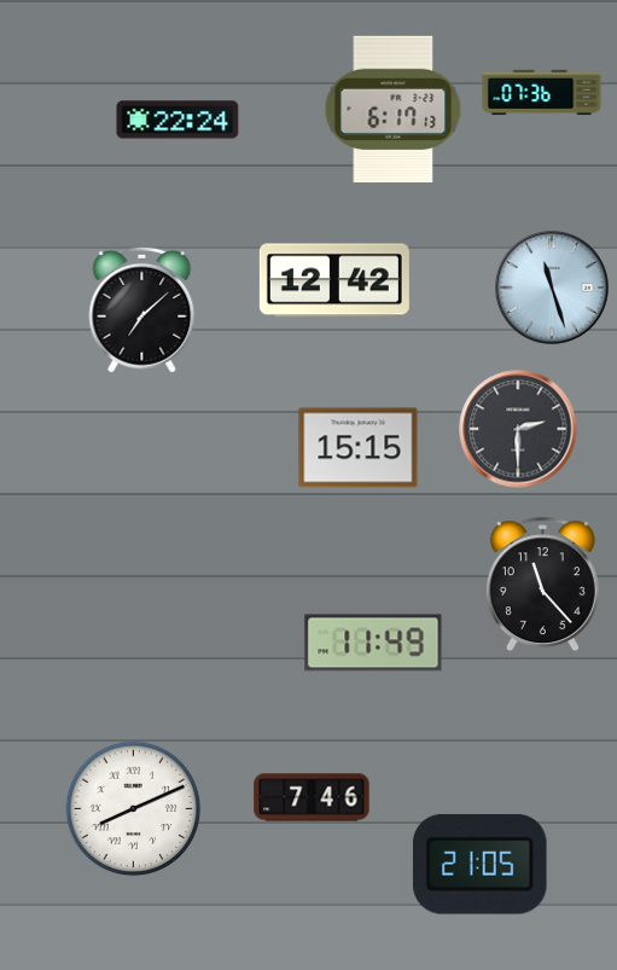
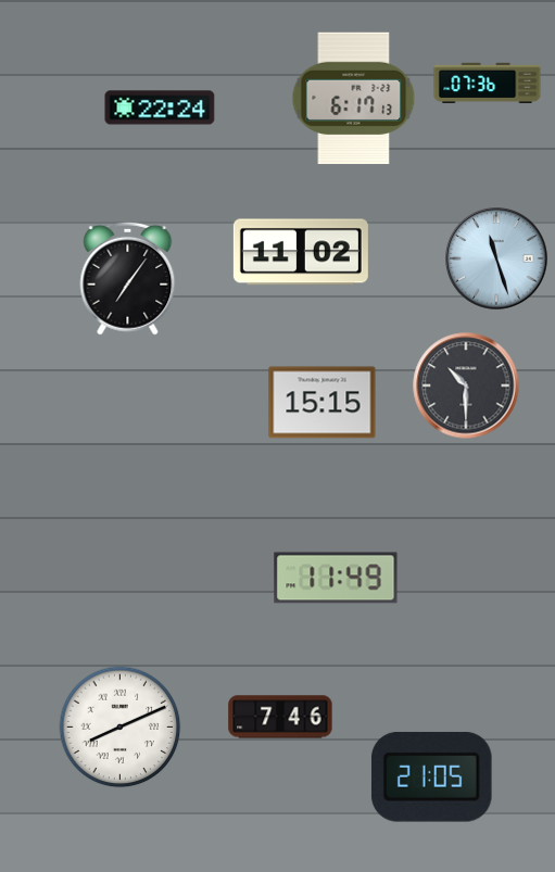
clock at (334, 280): 12:42 -> 11:02
clock at (142, 309): 7:08 -> 7:06
clock at (518, 429): 2:30 -> 10:30
clock at (542, 585): 11:23 -> none
